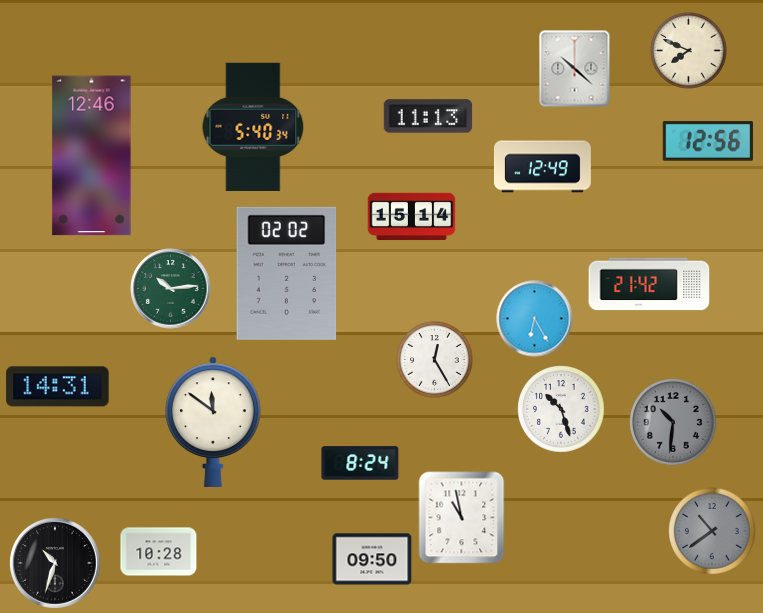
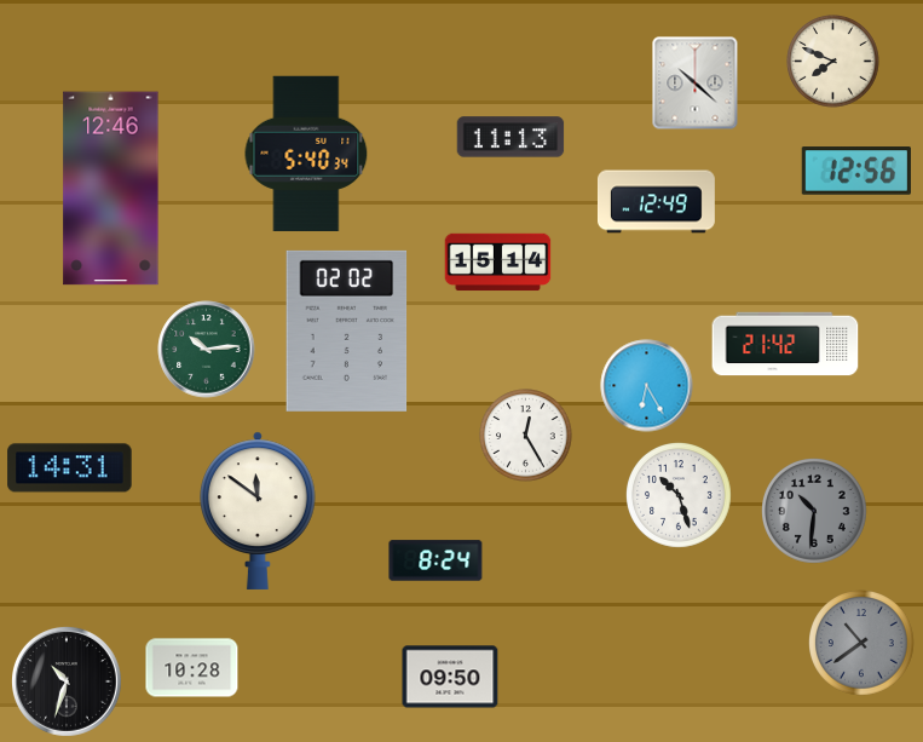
clock at (428, 116) position: (428, 116) -> (510, 137)
clock at (462, 518): 10:58 -> none
